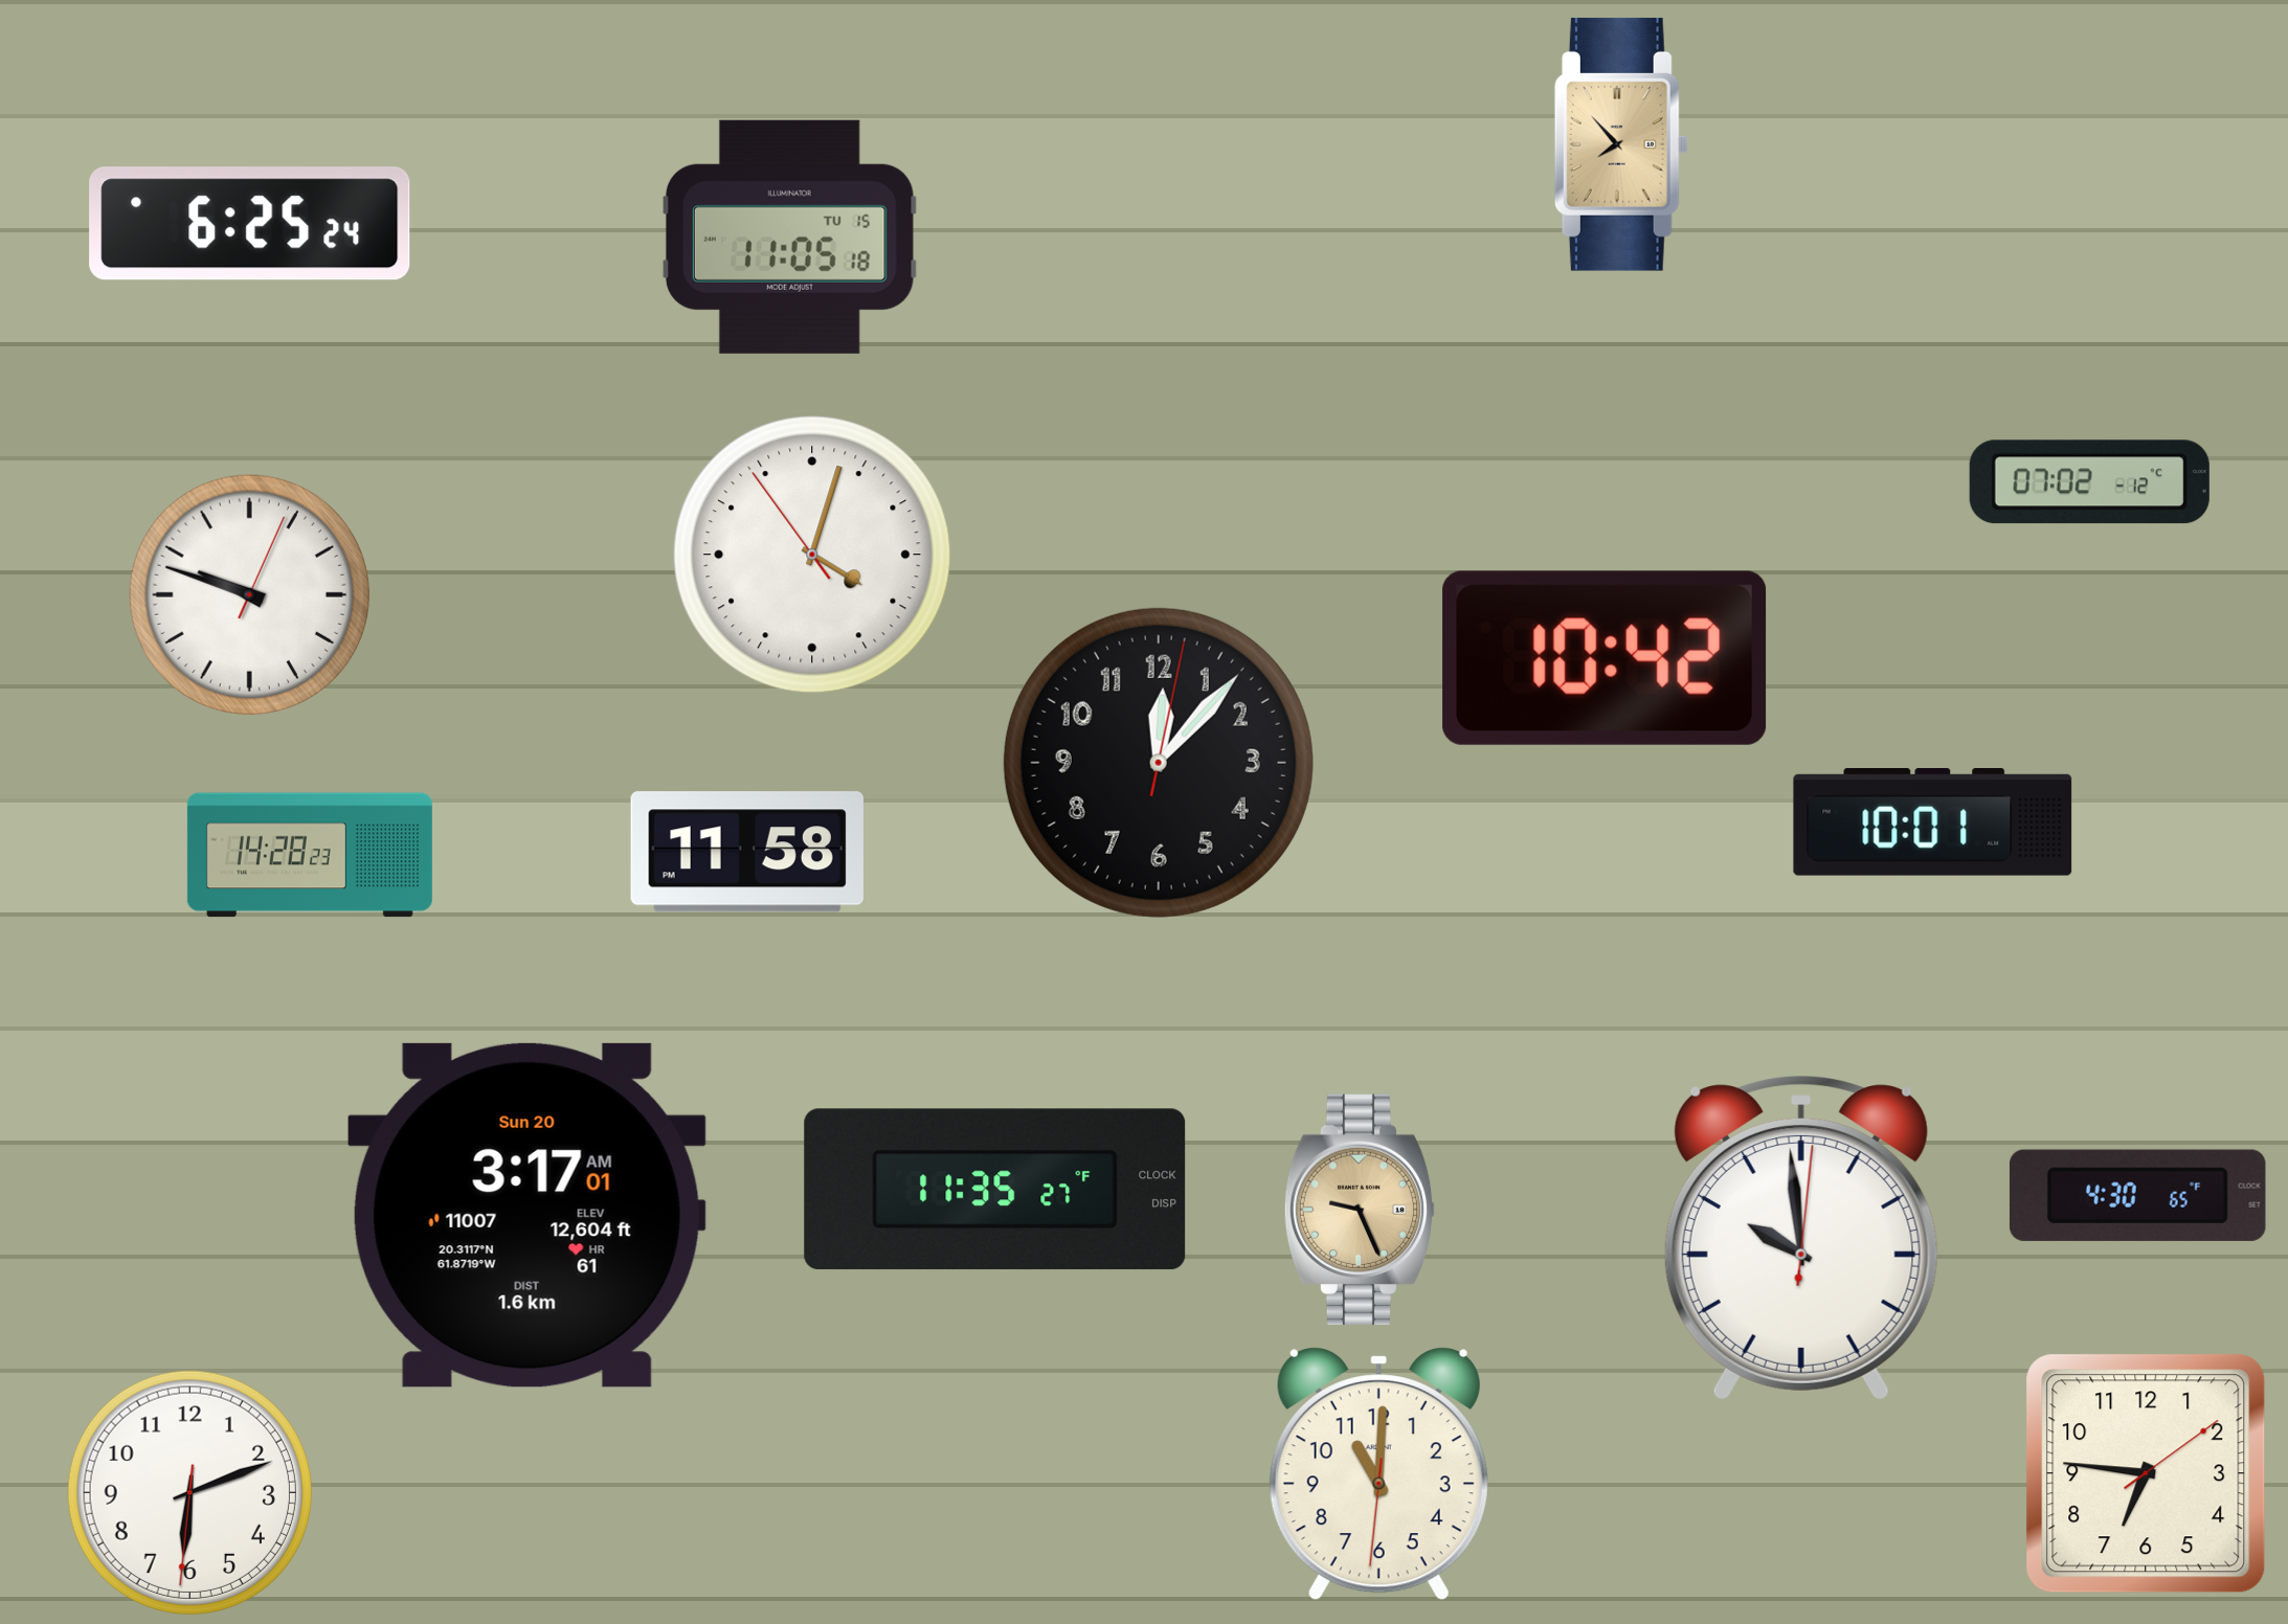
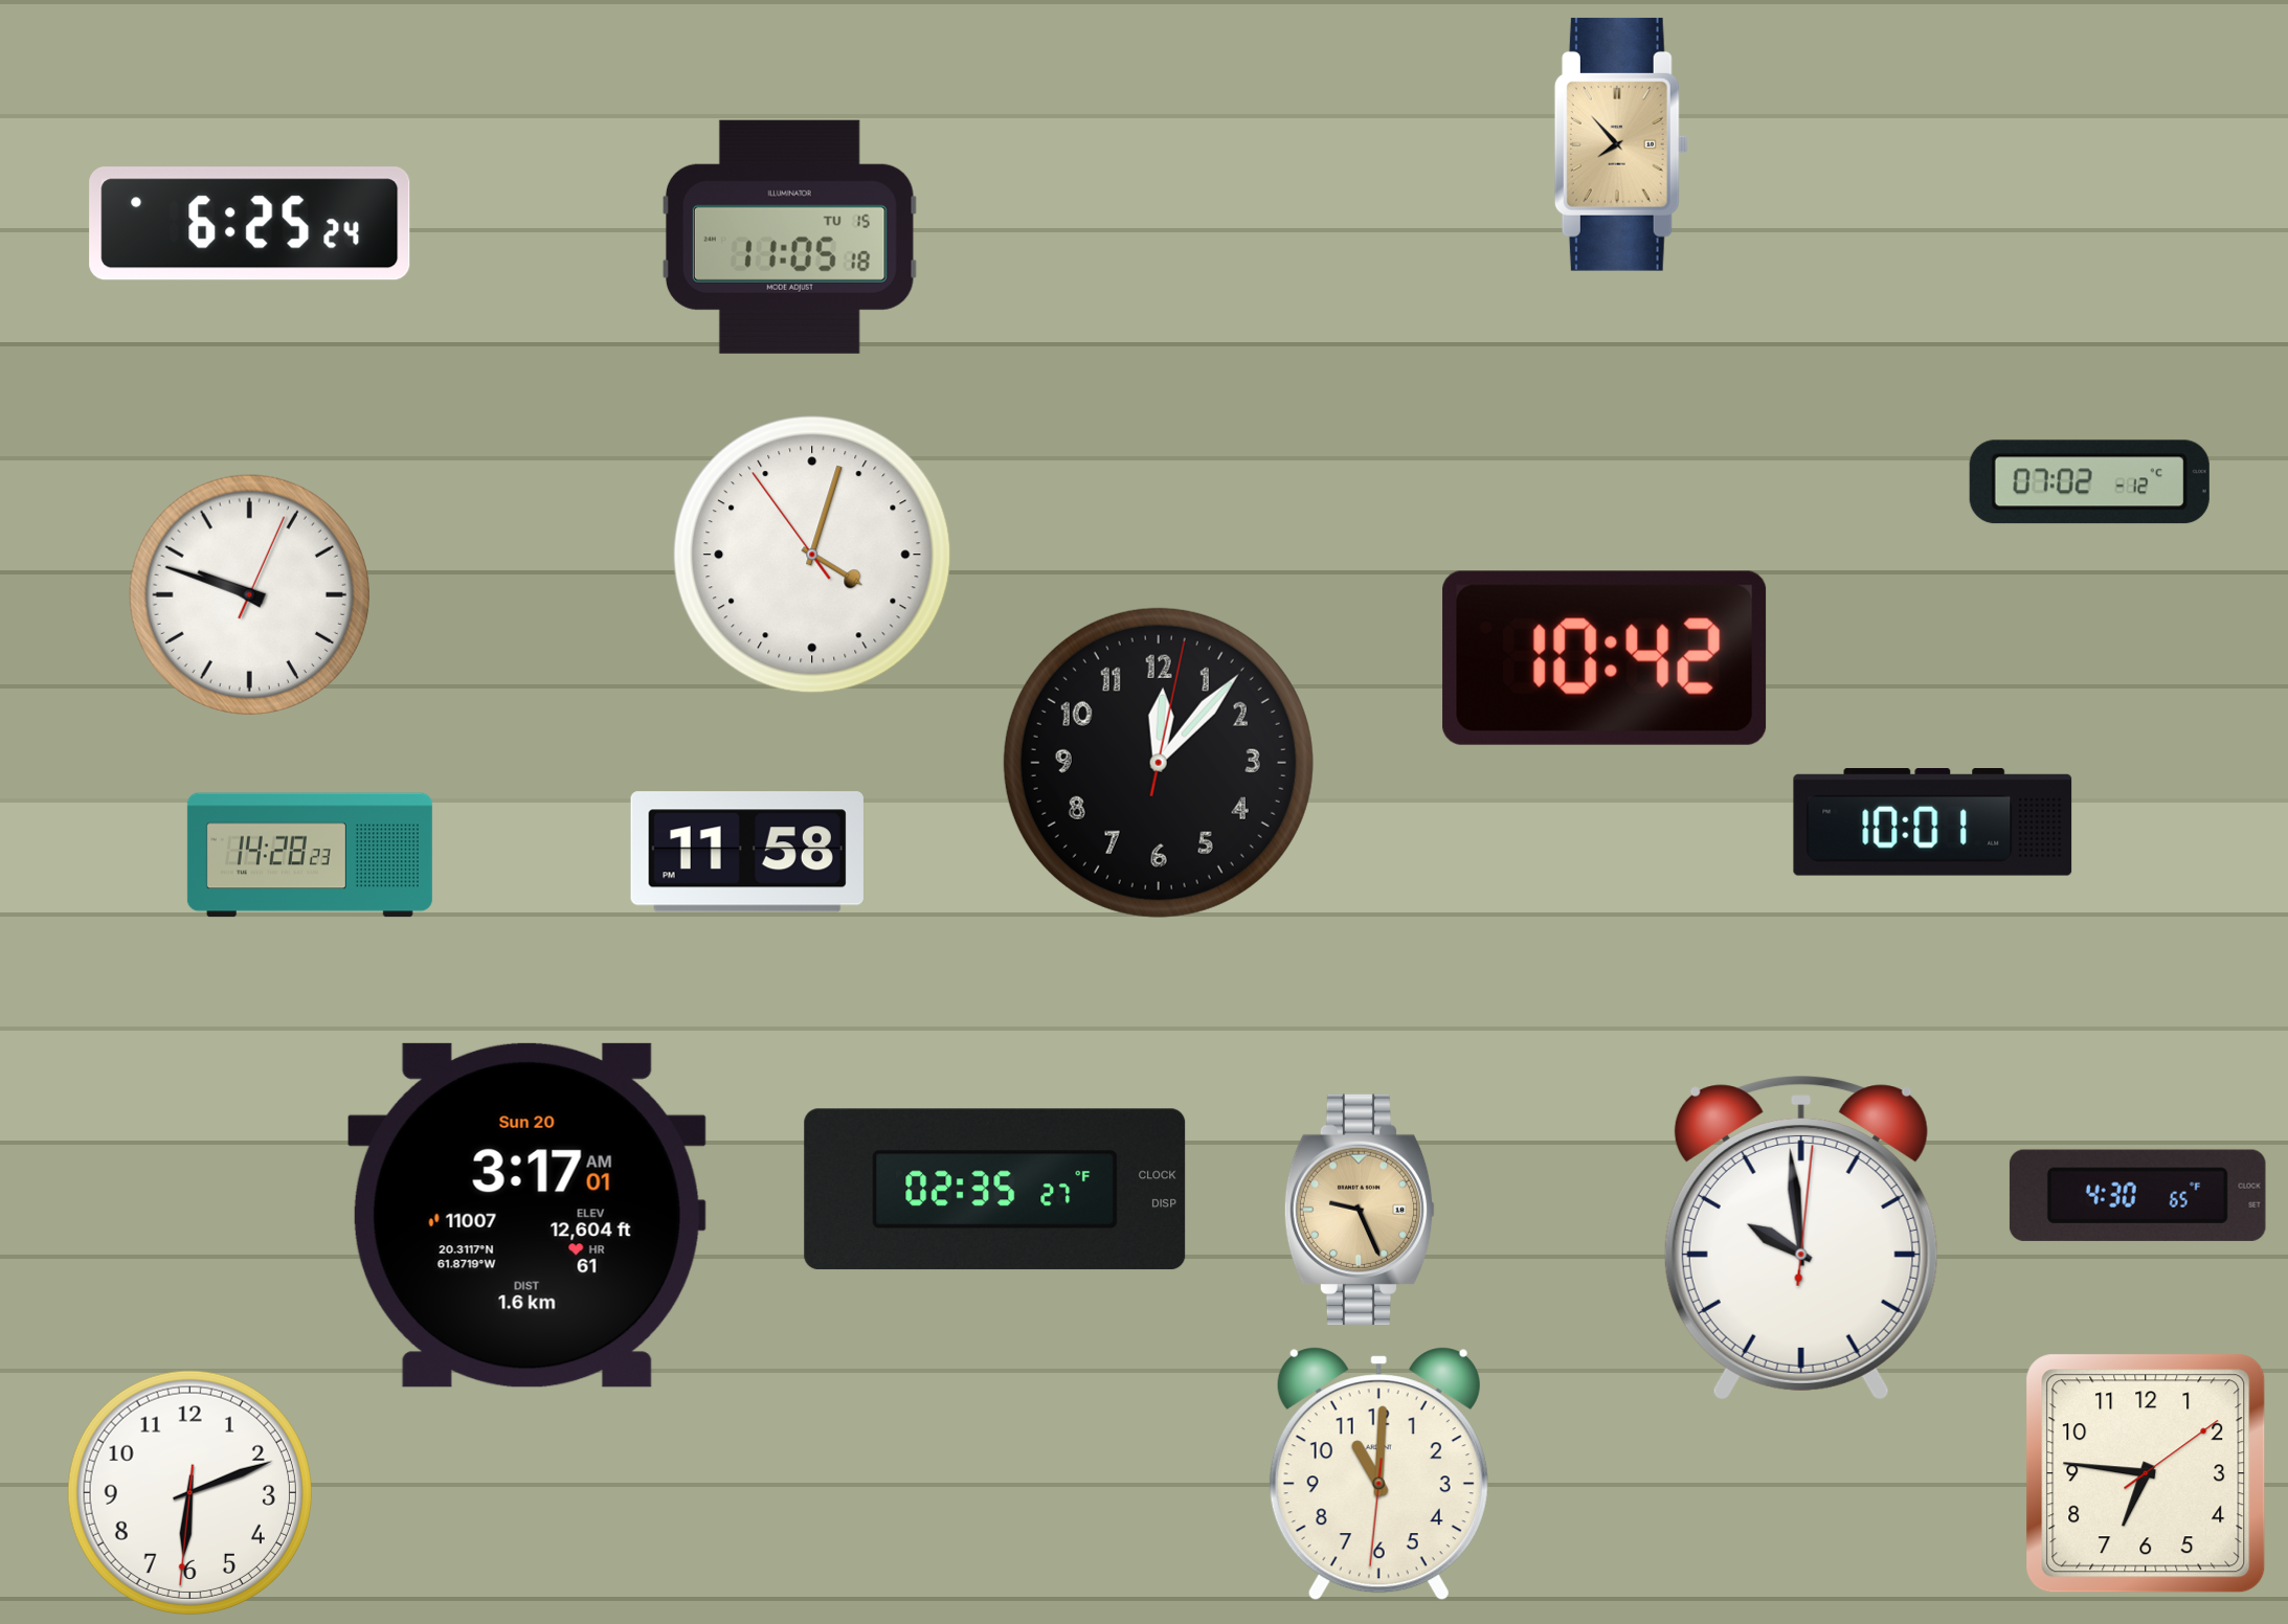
clock at (995, 1190): 11:35 -> 02:35
